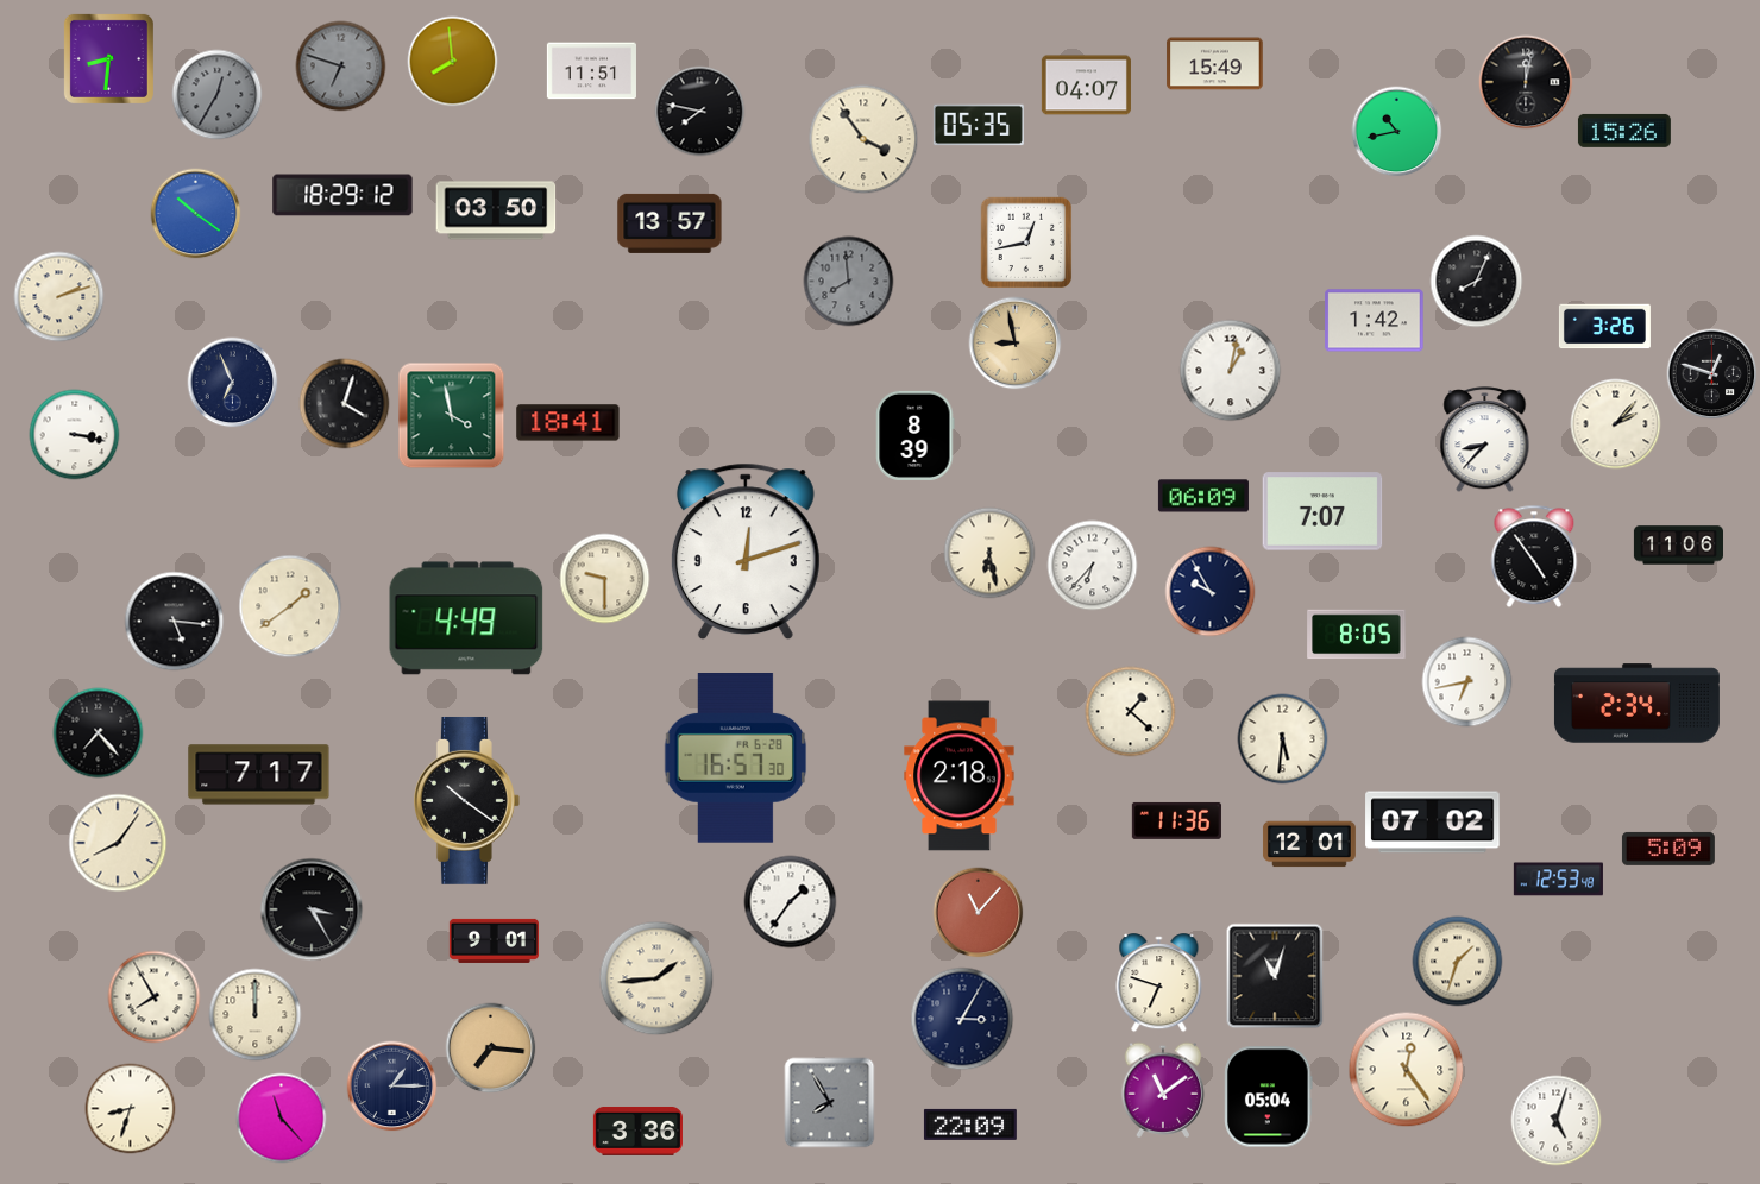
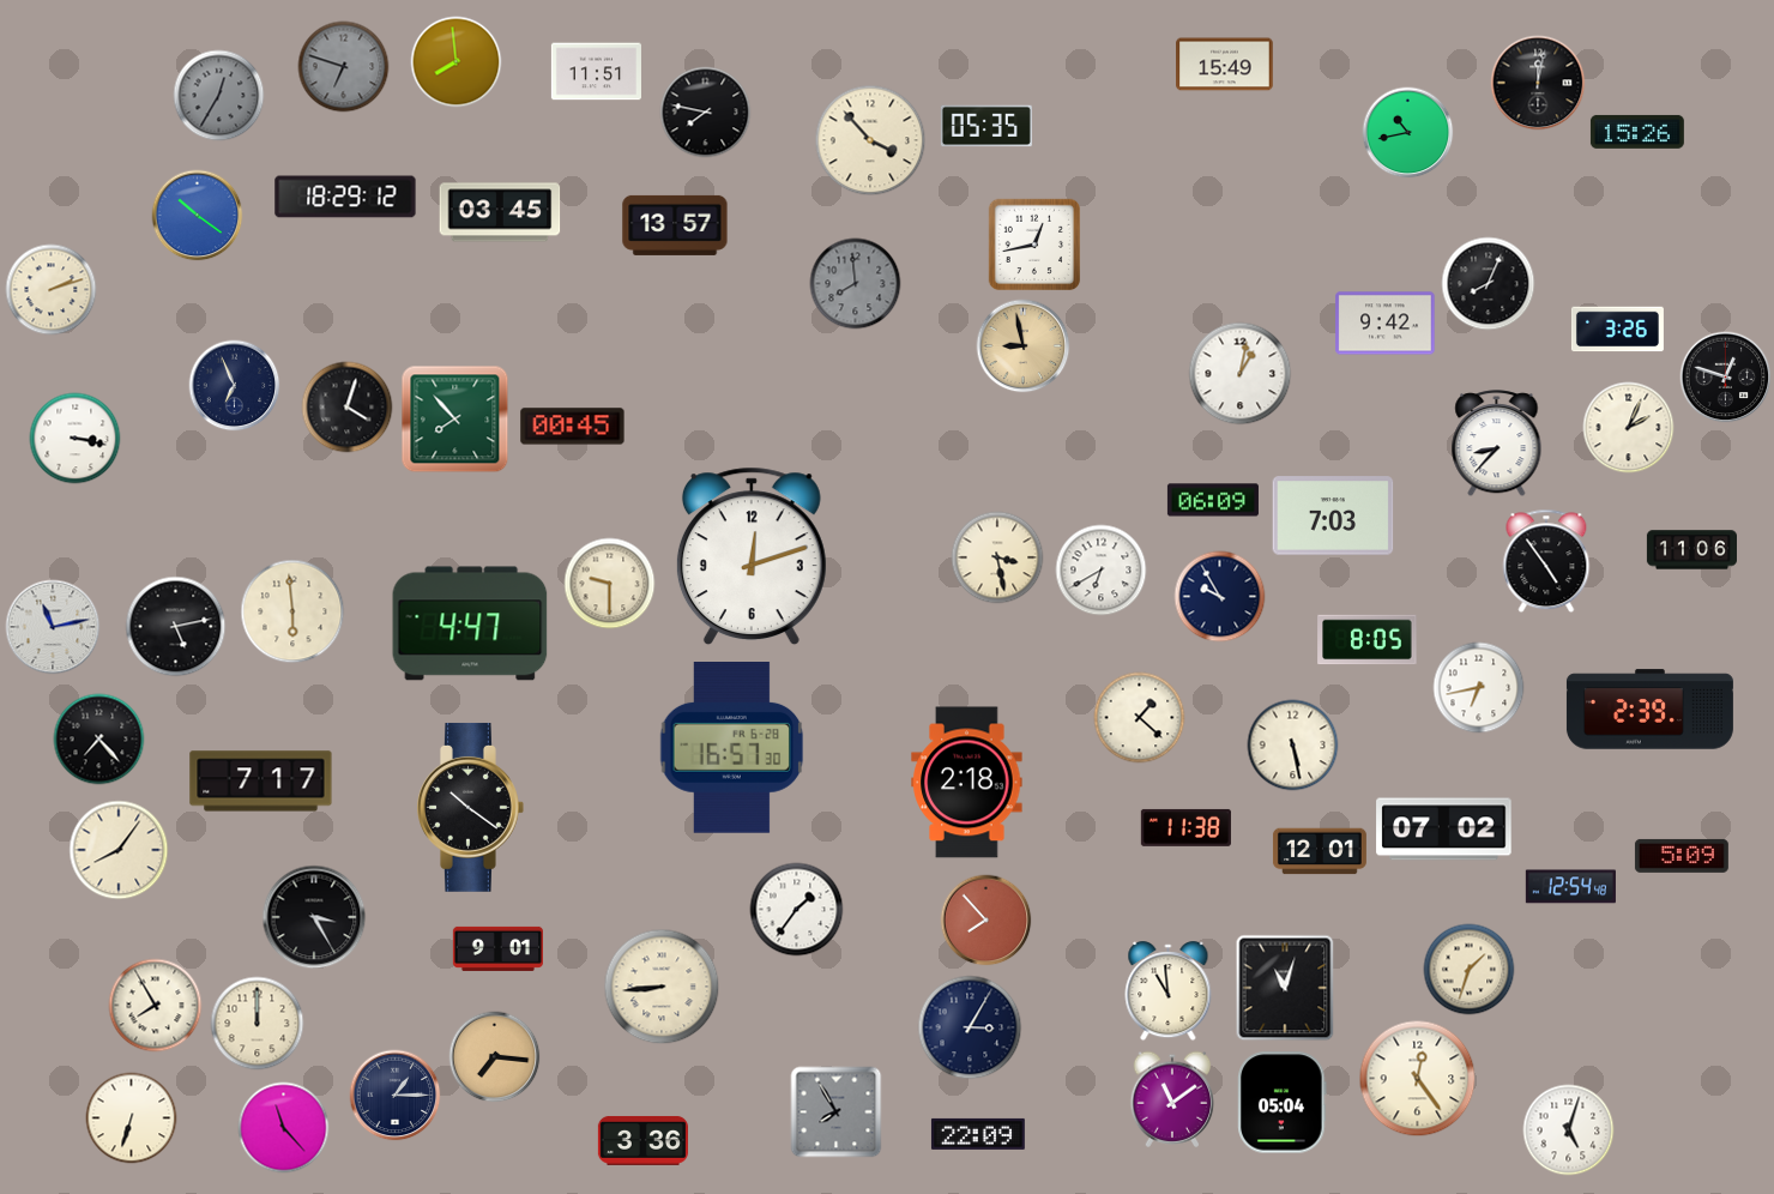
clock at (108, 58): 8:31 -> none
clock at (1086, 86): 04:07 -> none
clock at (863, 139): 3:54 -> 3:53
clock at (496, 210): 03:50 -> 03:45
clock at (59, 297) position: (59, 297) -> (52, 290)
clock at (1375, 321): 1:42 -> 9:42
clock at (452, 416): 3:58 -> 7:53
clock at (568, 423): 18:41 -> 00:45
clock at (1616, 424): 2:07 -> 2:04
clock at (916, 435): 8:39 -> none
clock at (1322, 511): 7:07 -> 7:03
clock at (989, 553): 6:28 -> 3:28
clock at (1093, 566): 6:37 -> 6:40
clock at (290, 606): 1:39 -> 5:59
clock at (466, 618): 4:49 -> 4:47
clock at (53, 627): none -> 11:13
clock at (175, 622): 5:16 -> 5:13
clock at (1636, 704): 2:34 -> 2:39
clock at (1283, 739): 5:31 -> 5:28
clock at (736, 758) position: (736, 758) -> (732, 748)
clock at (1176, 820): 11:36 -> 11:38
clock at (1558, 880): 12:53 -> 12:54
clock at (979, 913): 11:07 -> 7:53
clock at (1275, 976) position: (1275, 976) -> (1285, 988)
clock at (656, 978): 1:44 -> 8:44
clock at (1159, 983): 6:48 -> 10:59
clock at (1269, 1097) position: (1269, 1097) -> (1283, 1103)
clock at (131, 1109): 8:33 -> 6:33
